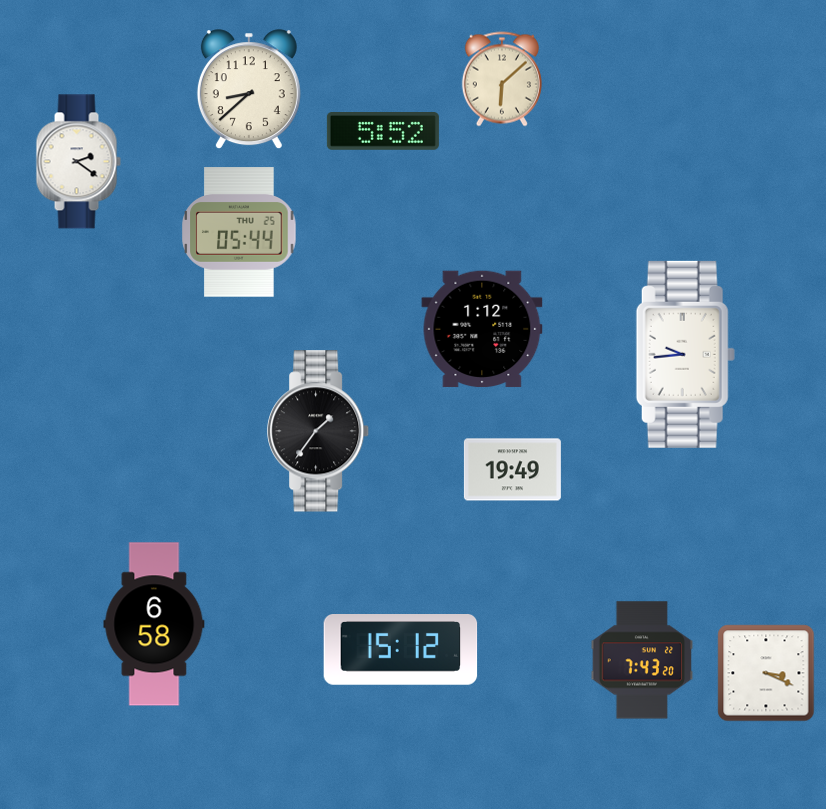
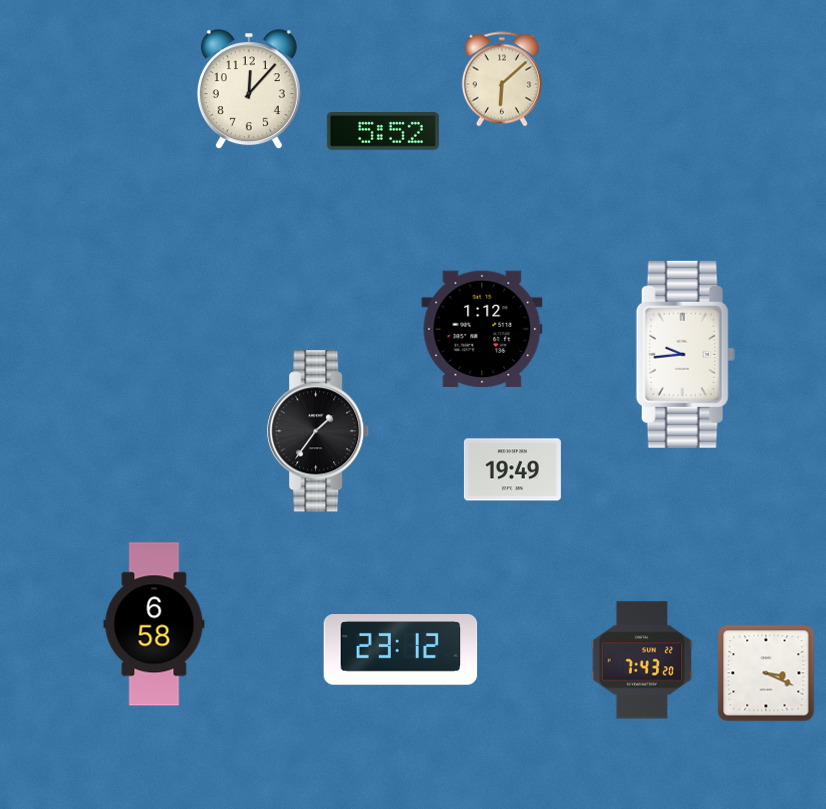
clock at (249, 90): 8:38 -> 12:07
clock at (78, 162): 2:21 -> none
clock at (239, 232): 05:44 -> none
clock at (401, 650): 15:12 -> 23:12
